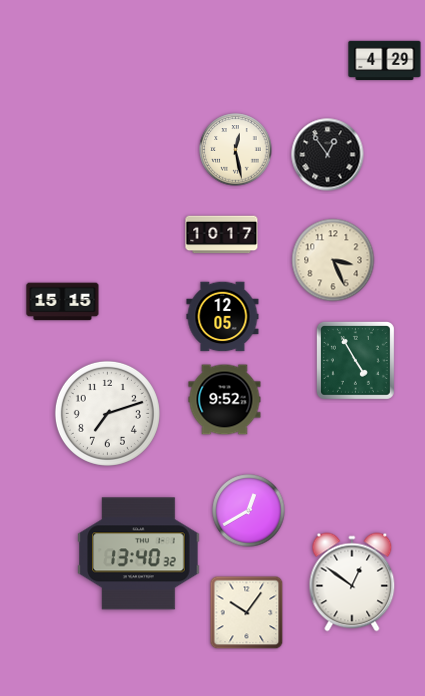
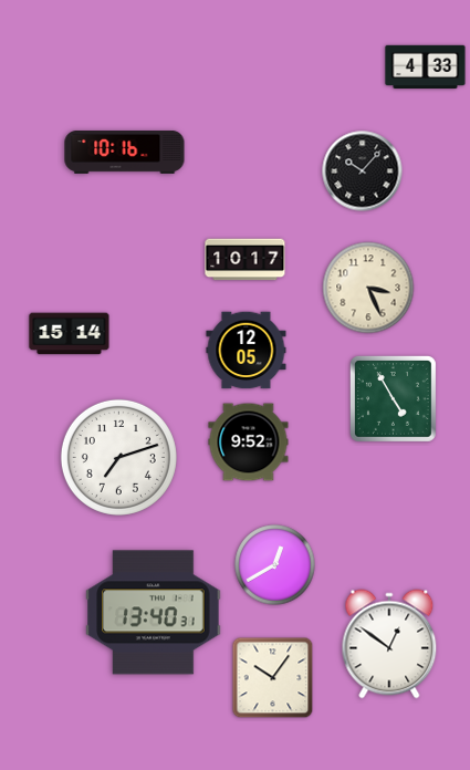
clock at (385, 61): 4:29 -> 4:33
clock at (125, 153): none -> 10:16
clock at (236, 150): 12:28 -> none
clock at (328, 155): 12:54 -> 10:07
clock at (63, 302): 15:15 -> 15:14
clock at (139, 554): 13:40:32 -> 13:40:31
